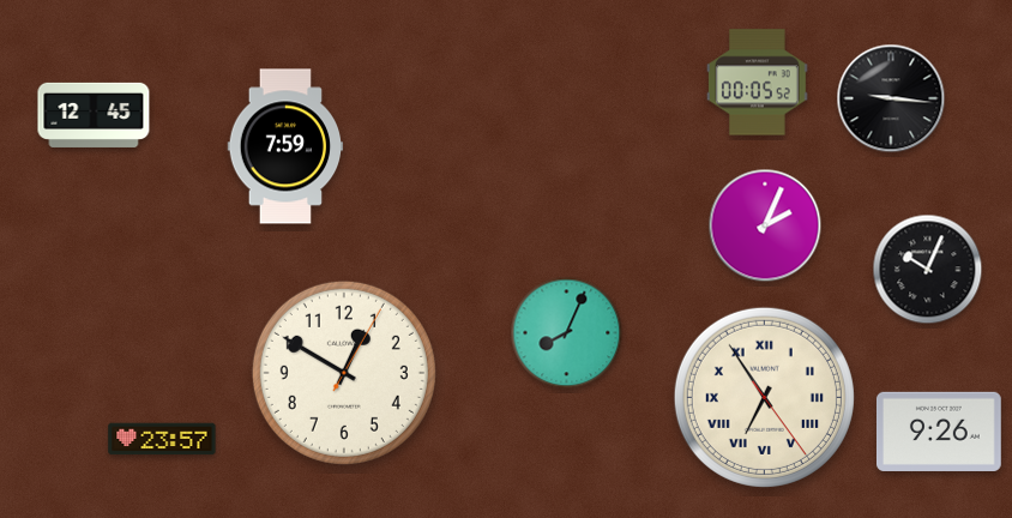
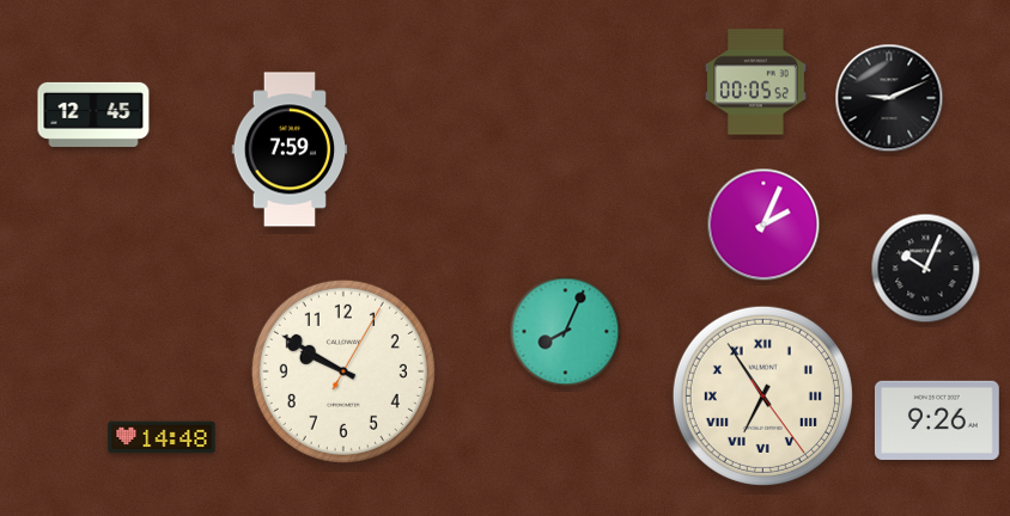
clock at (891, 98): 9:16 -> 9:11
clock at (285, 146) position: (285, 146) -> (290, 149)
clock at (344, 373): 12:50 -> 9:50
clock at (939, 432) position: (939, 432) -> (937, 420)
clock at (162, 439): 23:57 -> 14:48
